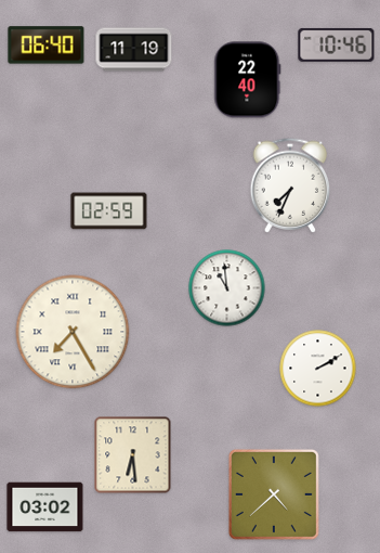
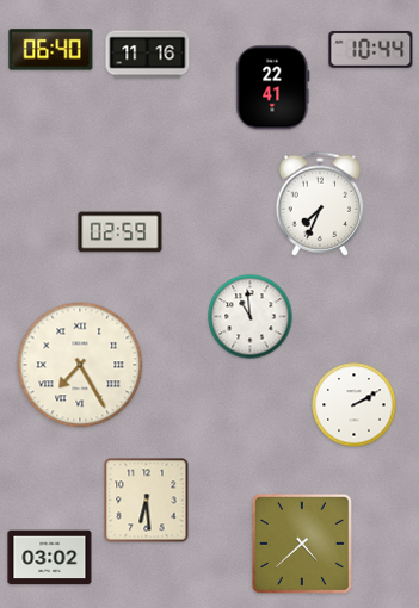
clock at (337, 44): 10:46 -> 10:44
clock at (134, 50): 11:19 -> 11:16
clock at (248, 80): 22:40 -> 22:41
clock at (318, 369) position: (318, 369) -> (355, 405)
